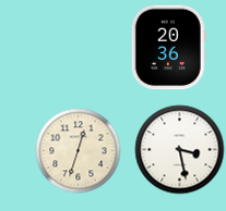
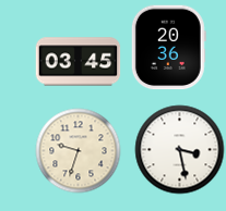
clock at (78, 62): none -> 03:45
clock at (78, 150): 12:33 -> 9:33
